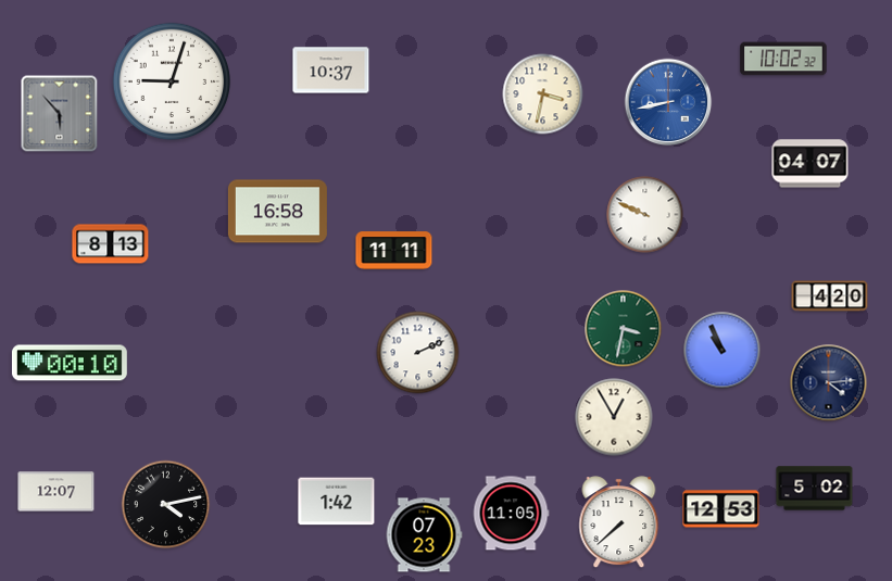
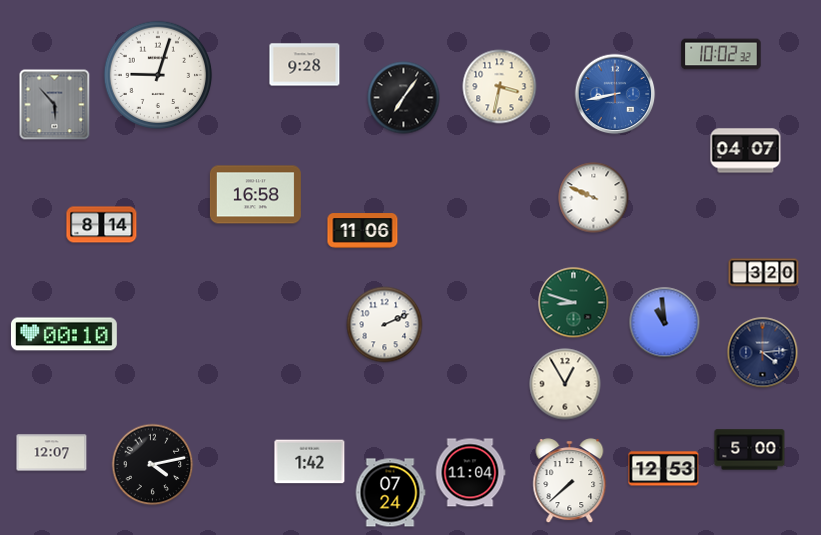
clock at (331, 71): 10:37 -> 9:28
clock at (404, 98): none -> 7:06
clock at (111, 244): 8:13 -> 8:14
clock at (394, 251): 11:11 -> 11:06
clock at (830, 296): 4:20 -> 3:20
clock at (624, 329): 3:32 -> 8:48
clock at (723, 351): 10:56 -> 10:59
clock at (815, 489): 5:02 -> 5:00
clock at (511, 514): 11:05 -> 11:04
clock at (424, 535): 07:23 -> 07:24
